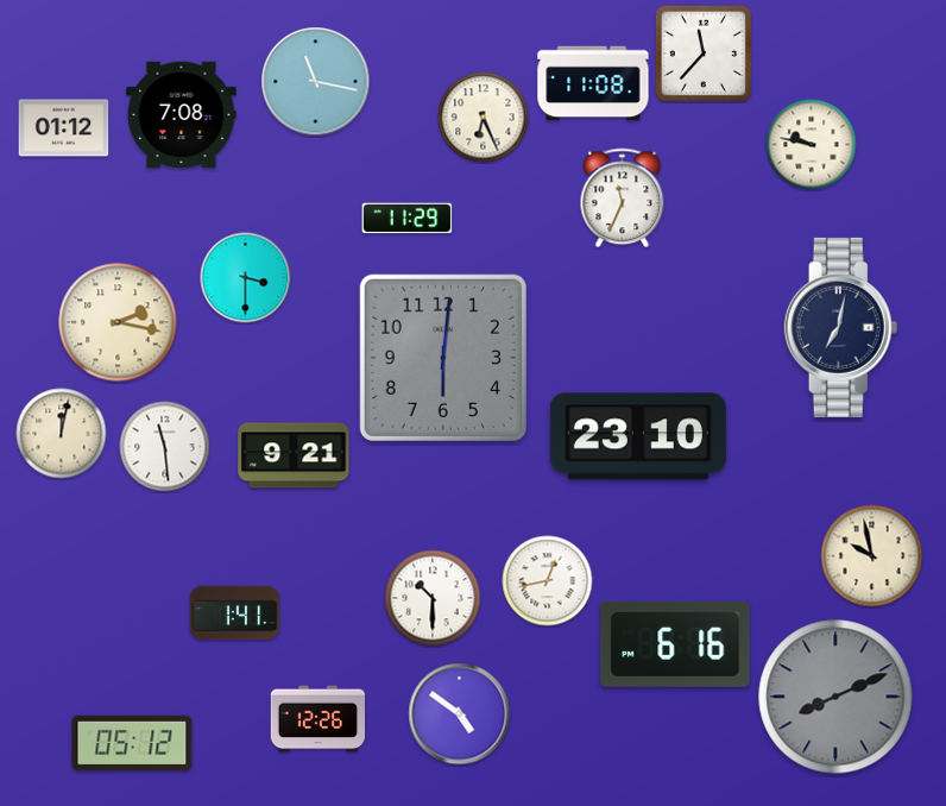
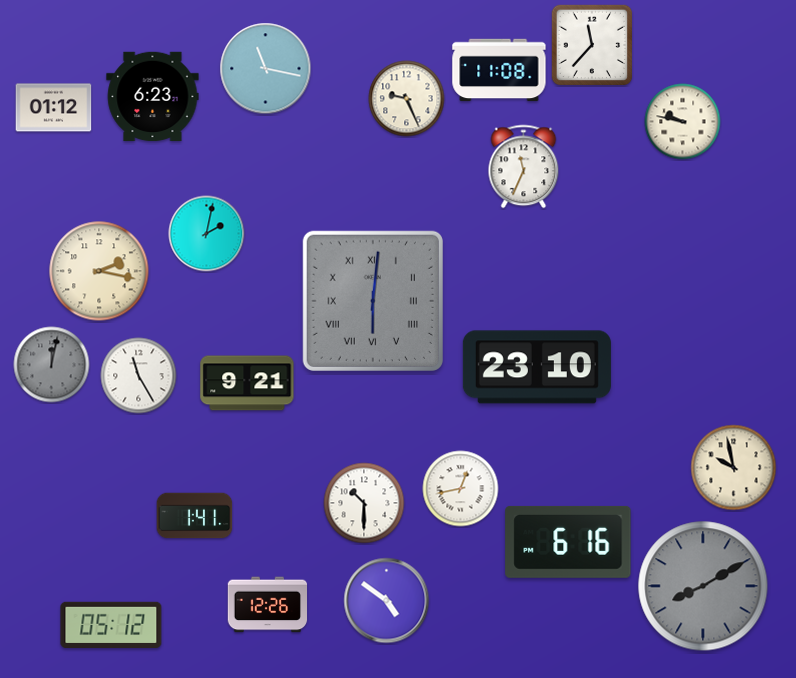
clock at (182, 115): 7:08 -> 6:23
clock at (484, 118): 6:26 -> 9:26
clock at (408, 219): 11:29 -> none
clock at (246, 278): 3:30 -> 2:02
clock at (841, 327): 7:02 -> none
clock at (443, 358) numerals: Arabic -> Roman
clock at (62, 434) dial: cream -> grey
clock at (165, 447): 11:29 -> 11:25
clock at (235, 613) position: (235, 613) -> (195, 516)
clock at (835, 697): 8:11 -> 8:10
